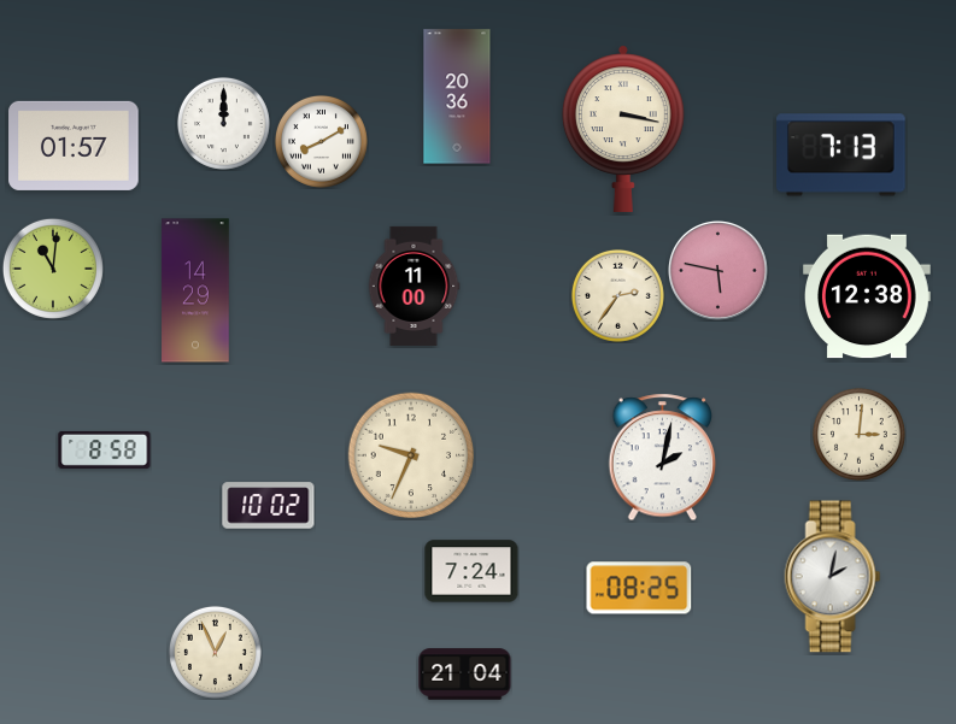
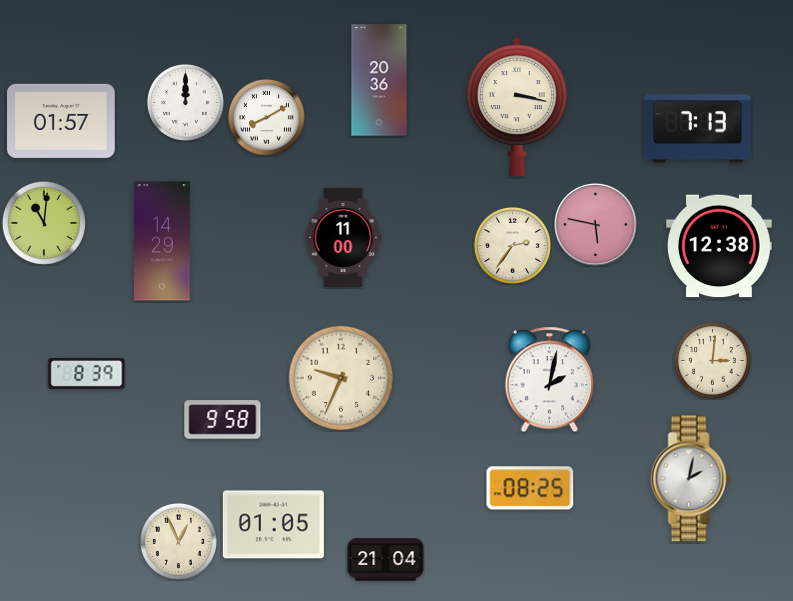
clock at (105, 449): 8:58 -> 8:39
clock at (269, 506): 10:02 -> 9:58
clock at (471, 571): 7:24 -> none
clock at (273, 525): none -> 01:05
